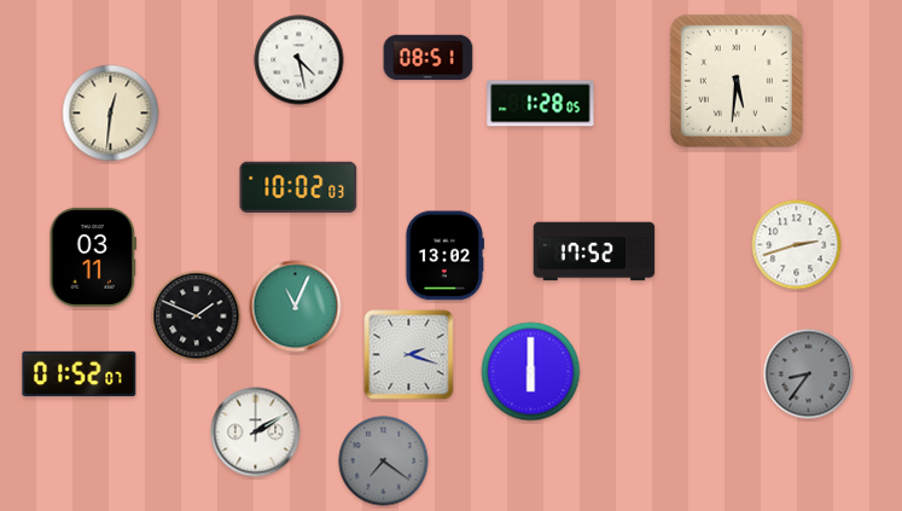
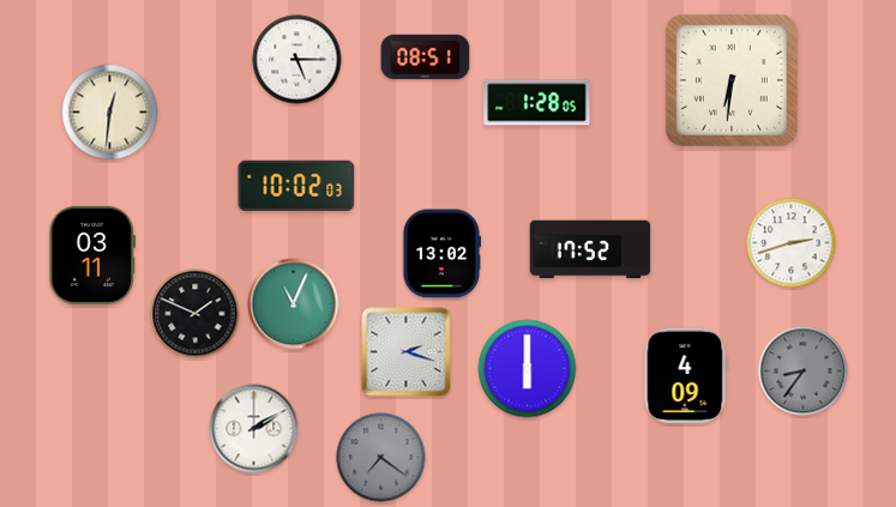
clock at (299, 60): 4:28 -> 5:15
clock at (737, 81): 5:31 -> 6:31
clock at (80, 373): 01:52 -> none
clock at (686, 375): none -> 4:09
